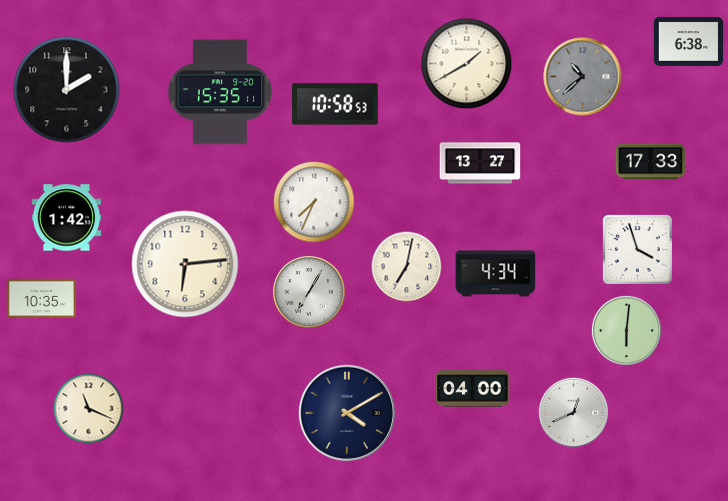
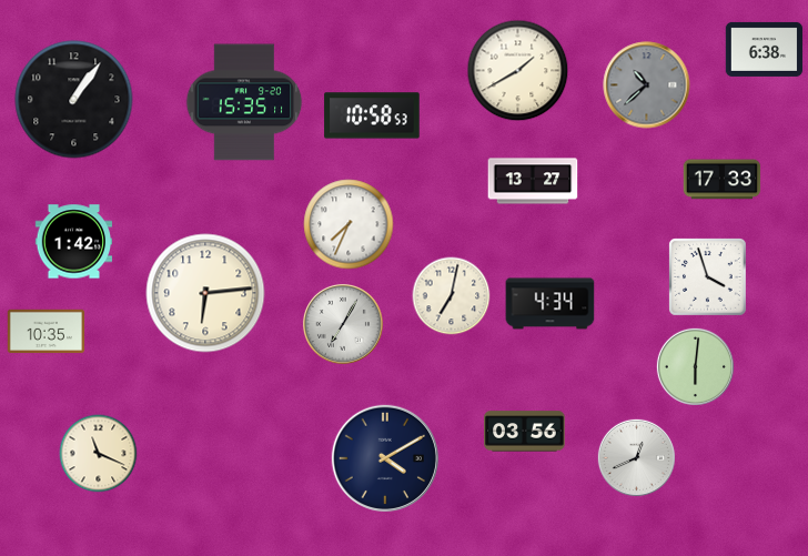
clock at (689, 41) position: (689, 41) -> (765, 49)
clock at (67, 90): 2:00 -> 1:06
clock at (473, 389): 04:00 -> 03:56
